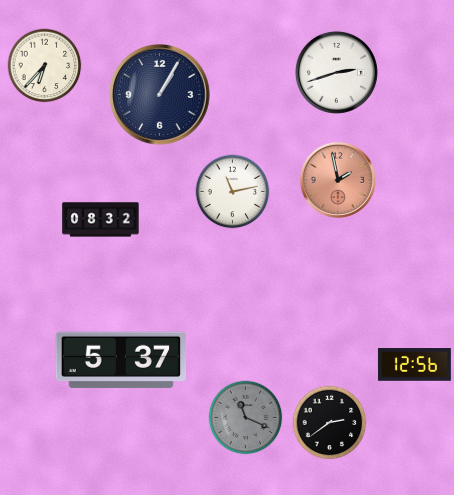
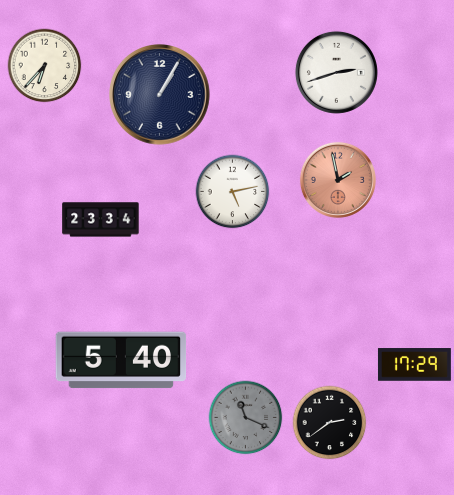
clock at (233, 192): 11:13 -> 5:13
clock at (101, 220): 08:32 -> 23:34
clock at (121, 360): 5:37 -> 5:40
clock at (414, 365): 12:56 -> 17:29
